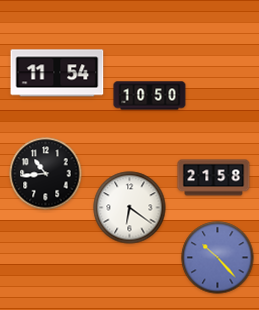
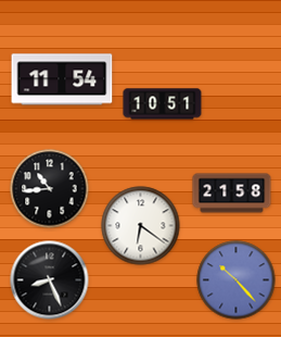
clock at (150, 96): 10:50 -> 10:51
clock at (50, 280): none -> 8:26
